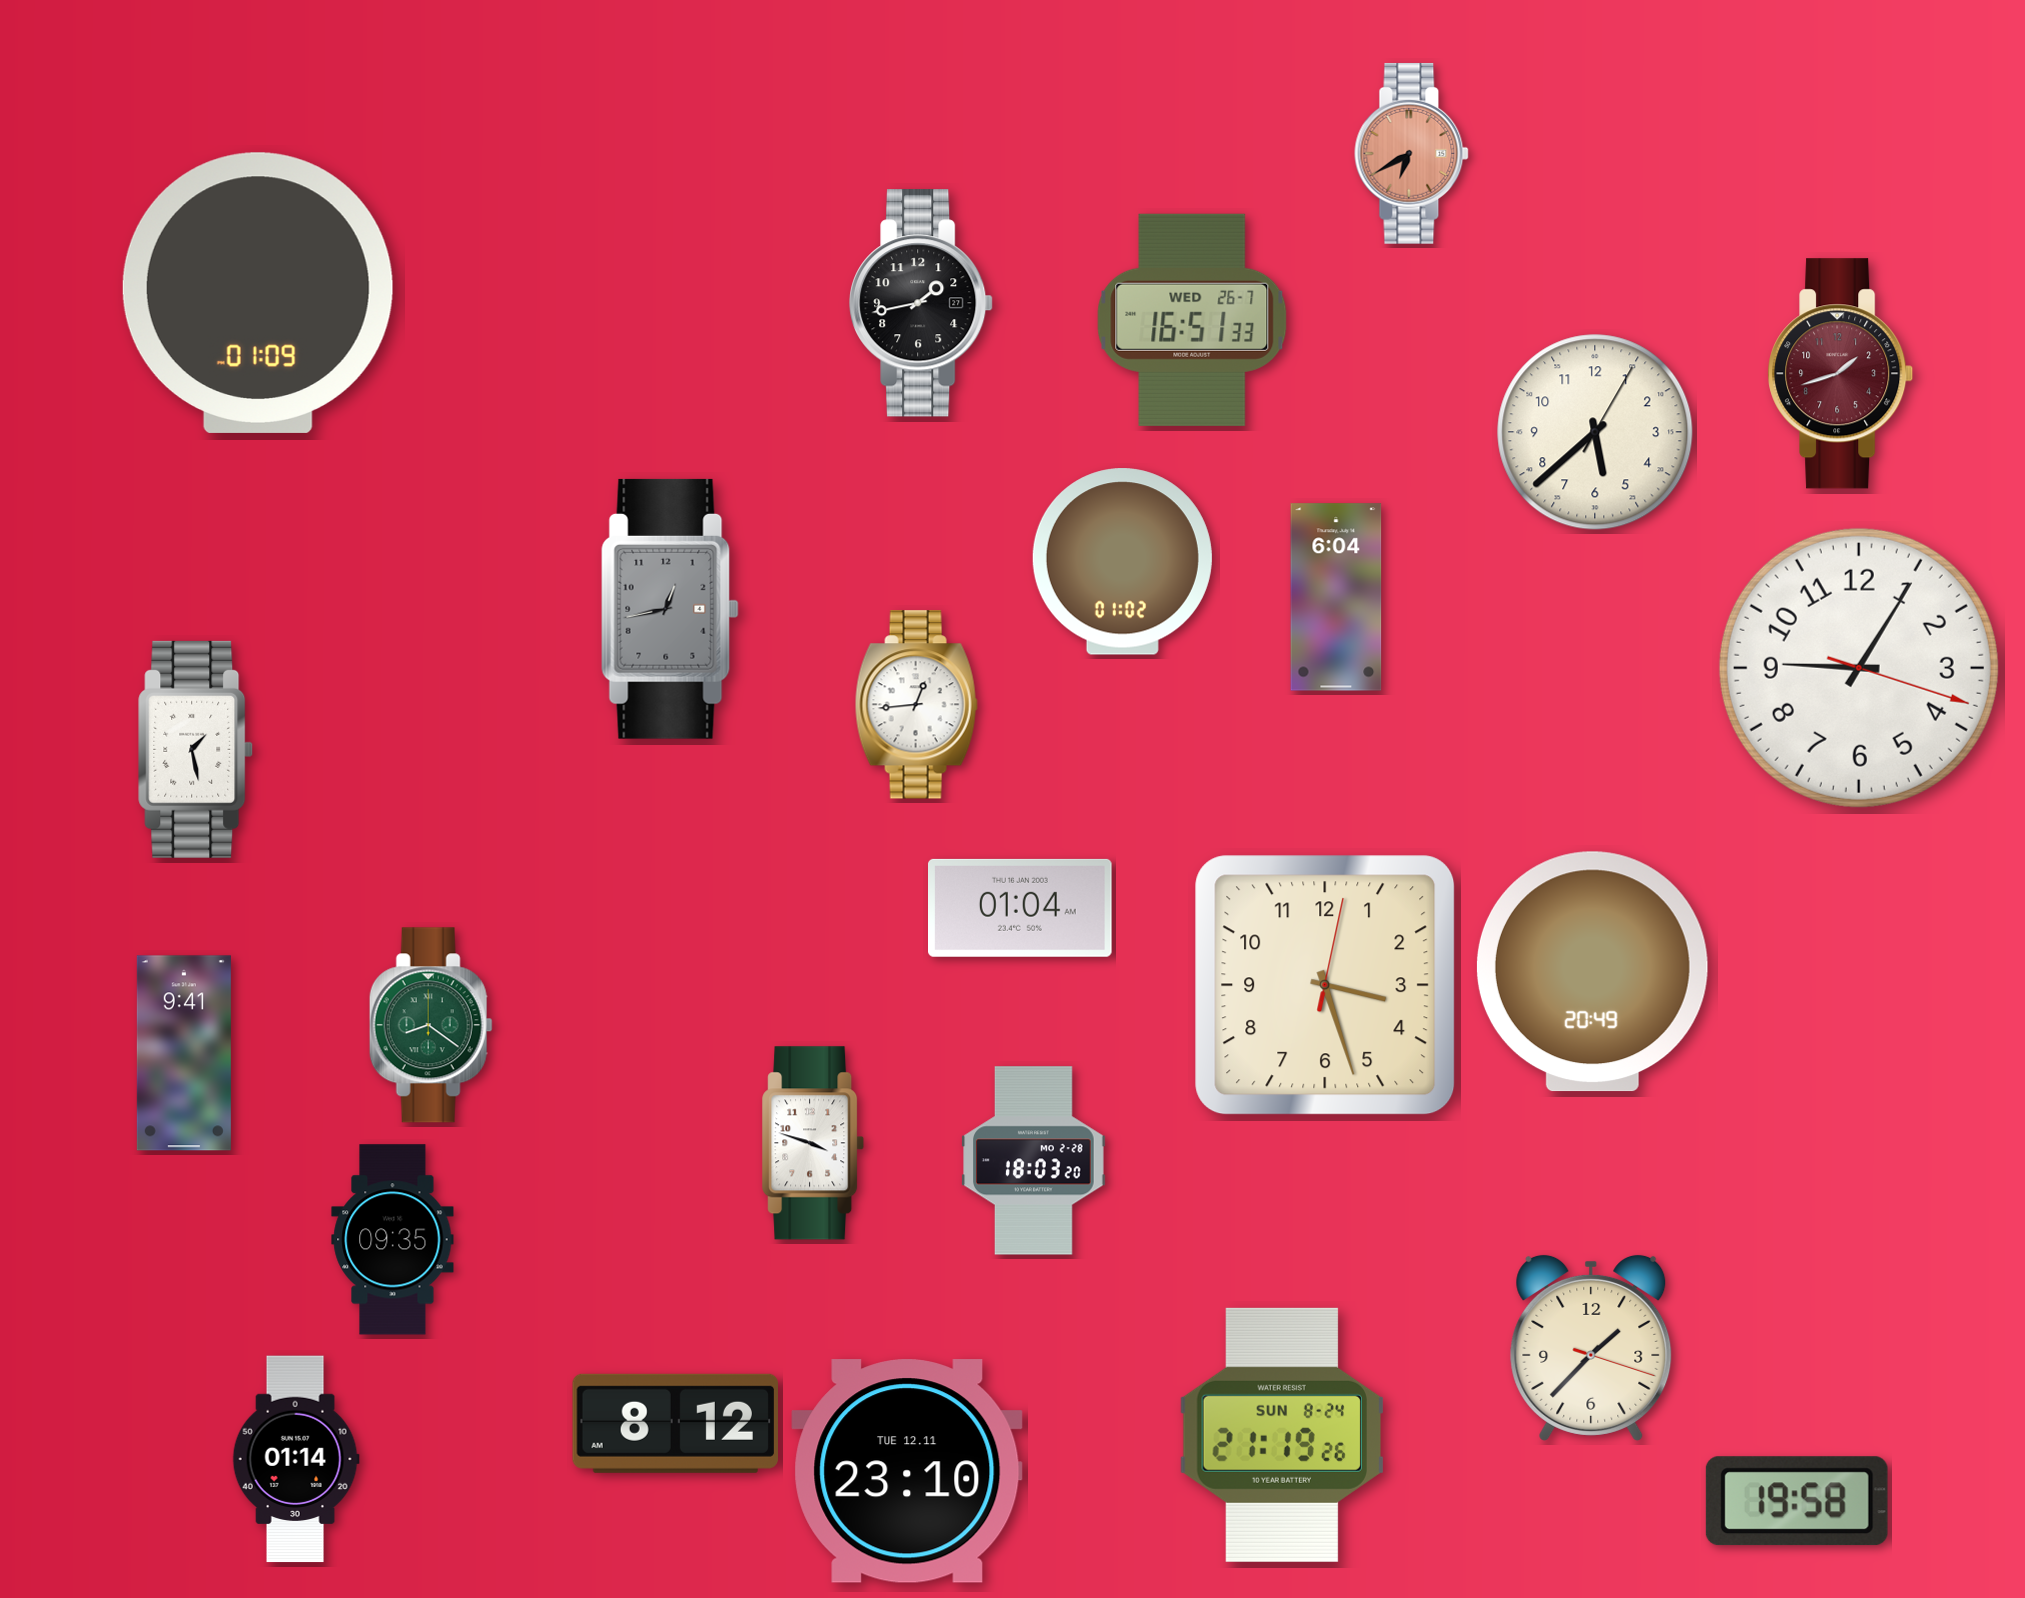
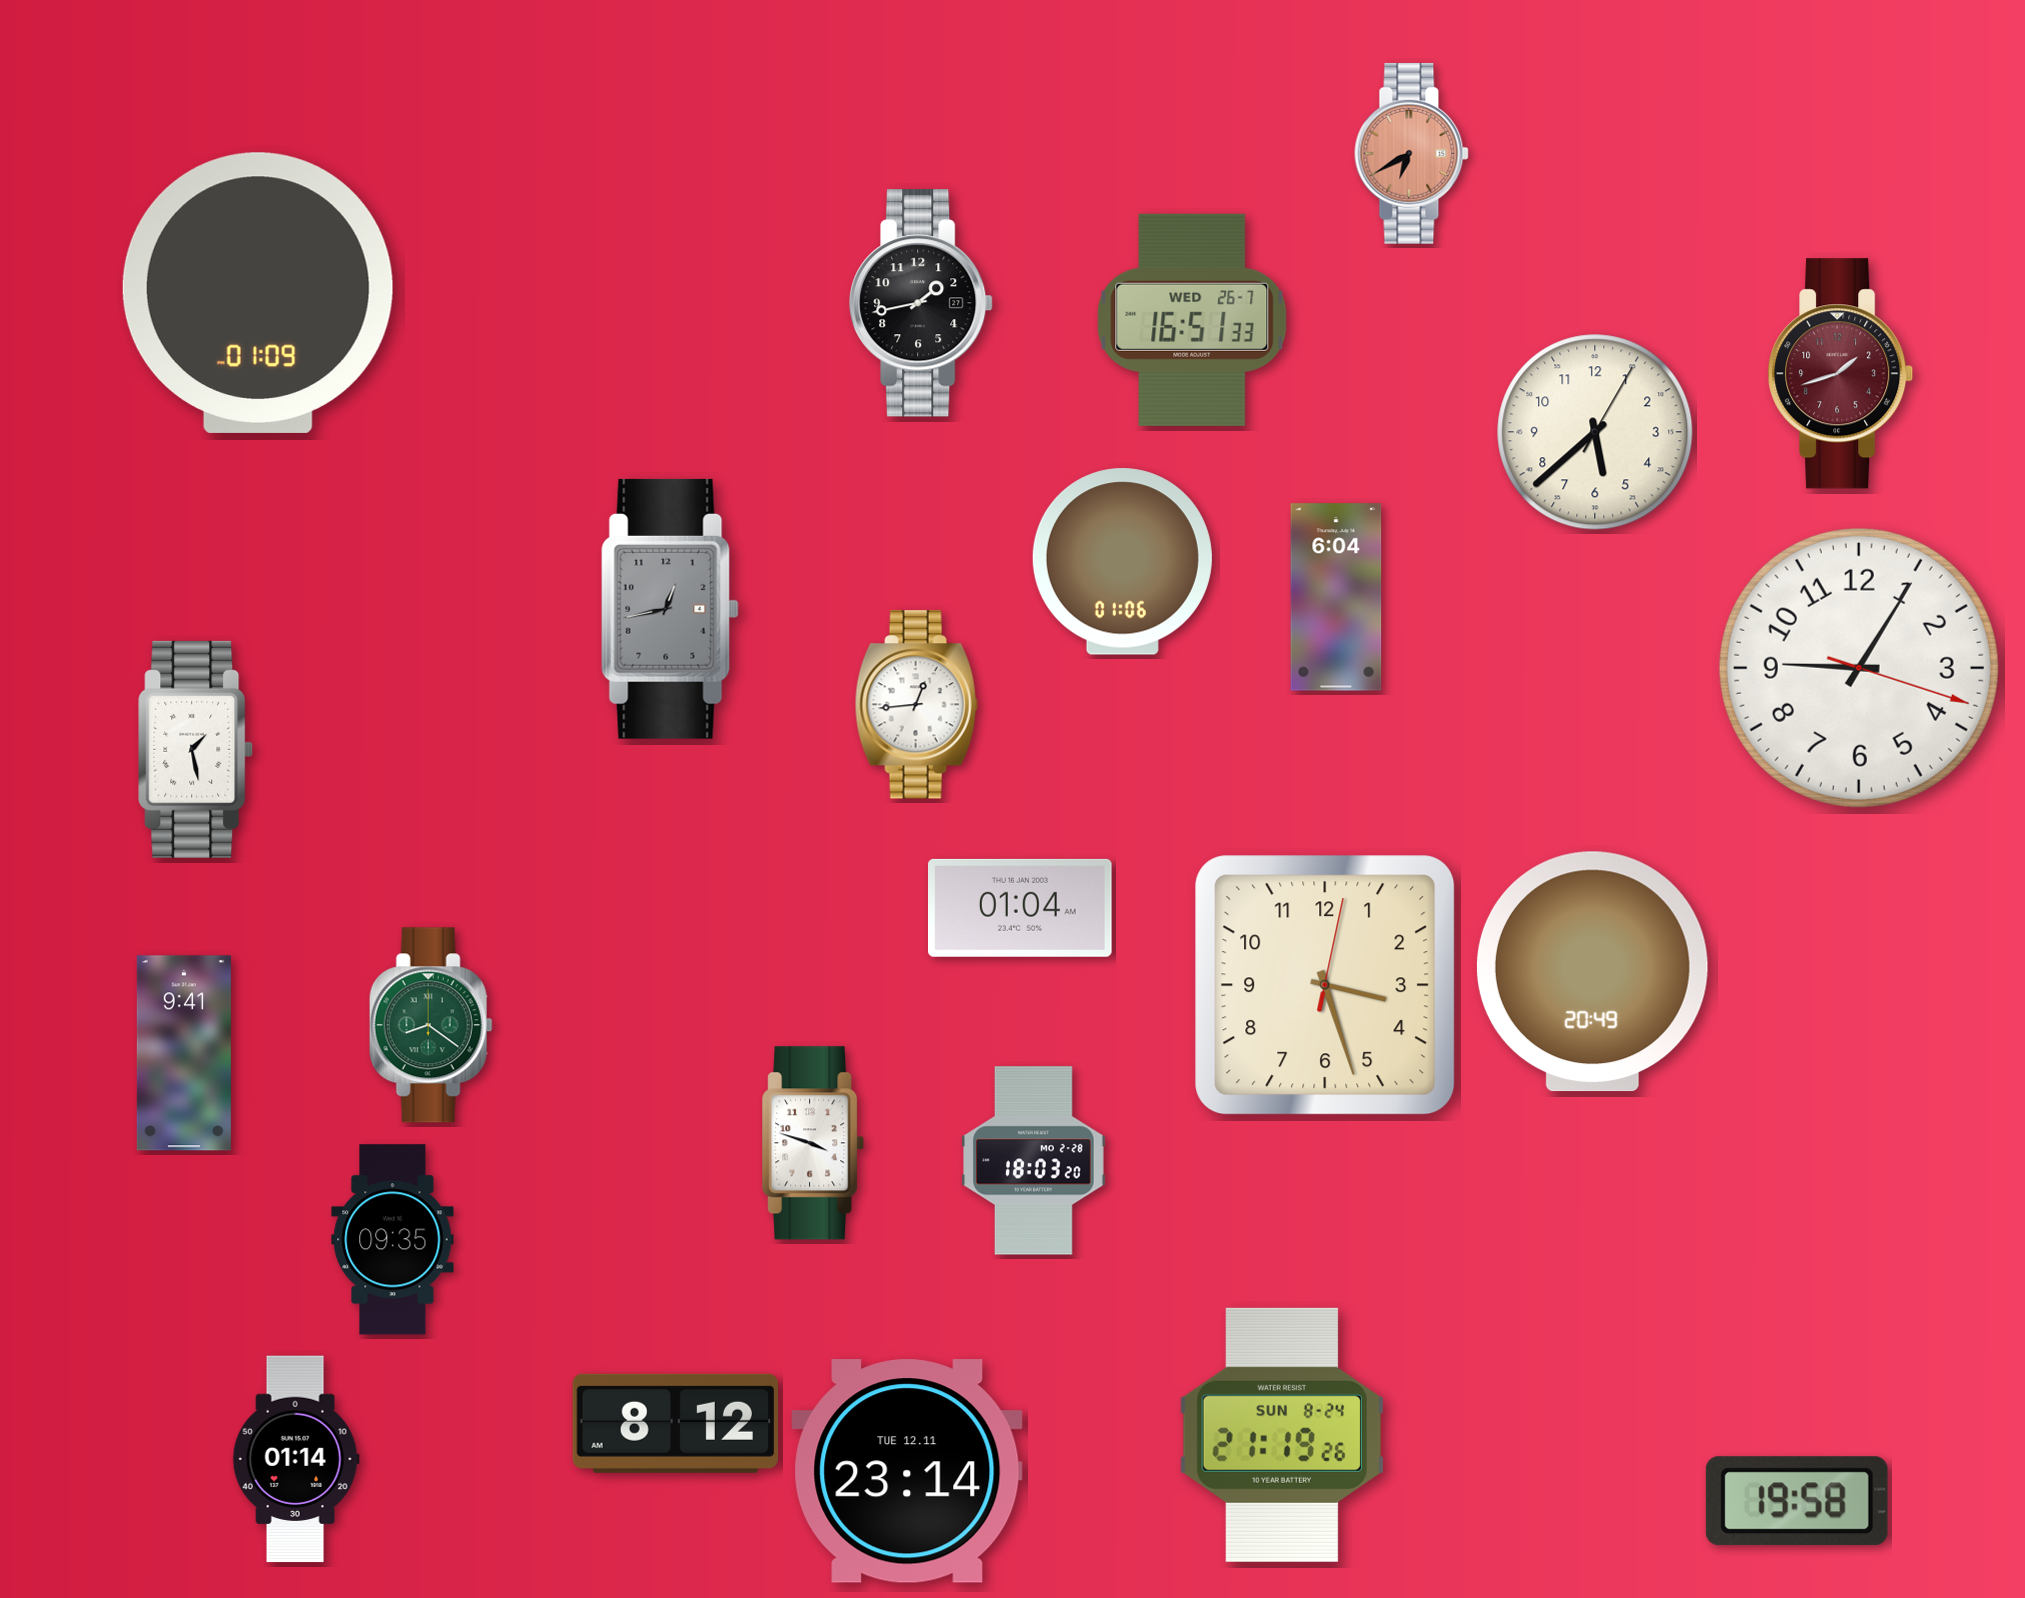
clock at (1122, 562): 01:02 -> 01:06
clock at (1591, 1348): 1:37 -> none
clock at (907, 1471): 23:10 -> 23:14
